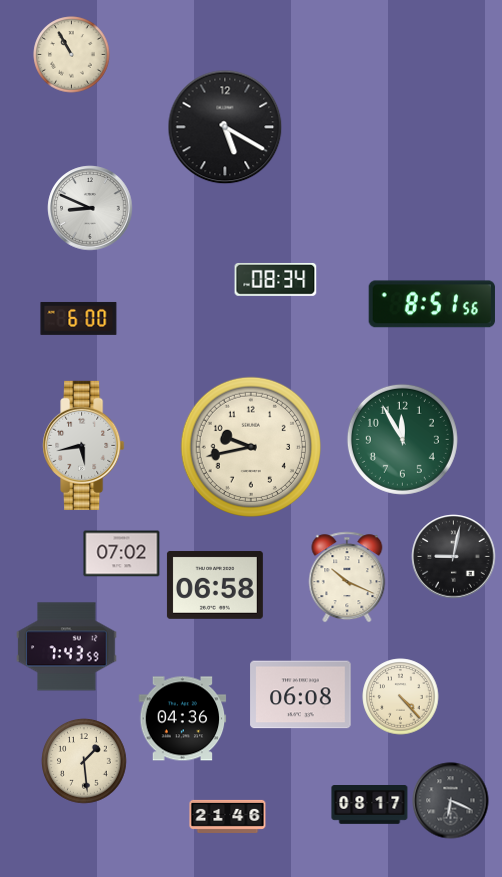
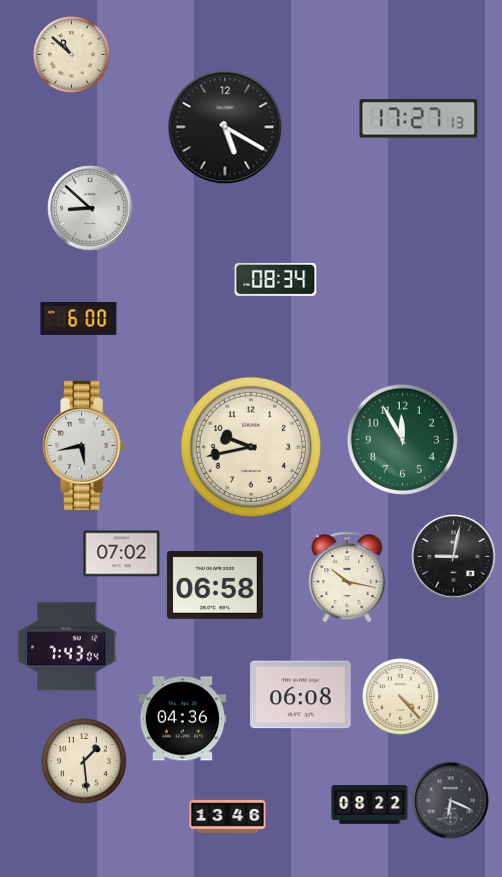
clock at (72, 55): 10:55 -> 10:52
clock at (419, 119): none -> 17:27
clock at (90, 208): 8:49 -> 8:52
clock at (432, 304): 8:51 -> none
clock at (347, 577): 10:19 -> 10:17
clock at (67, 647): 7:43:59 -> 7:43:04
clock at (370, 805): 08:17 -> 08:22
clock at (228, 816): 21:46 -> 13:46
